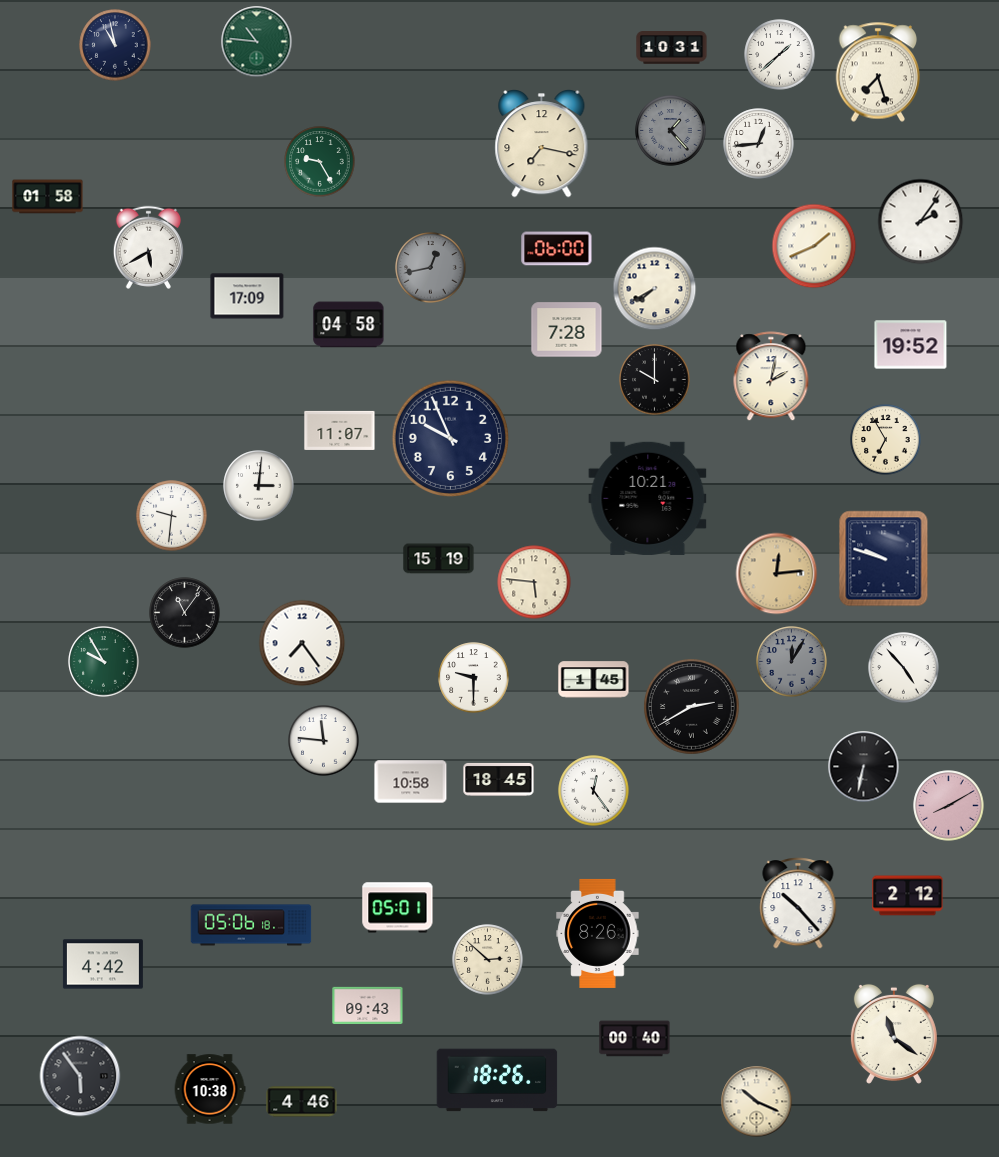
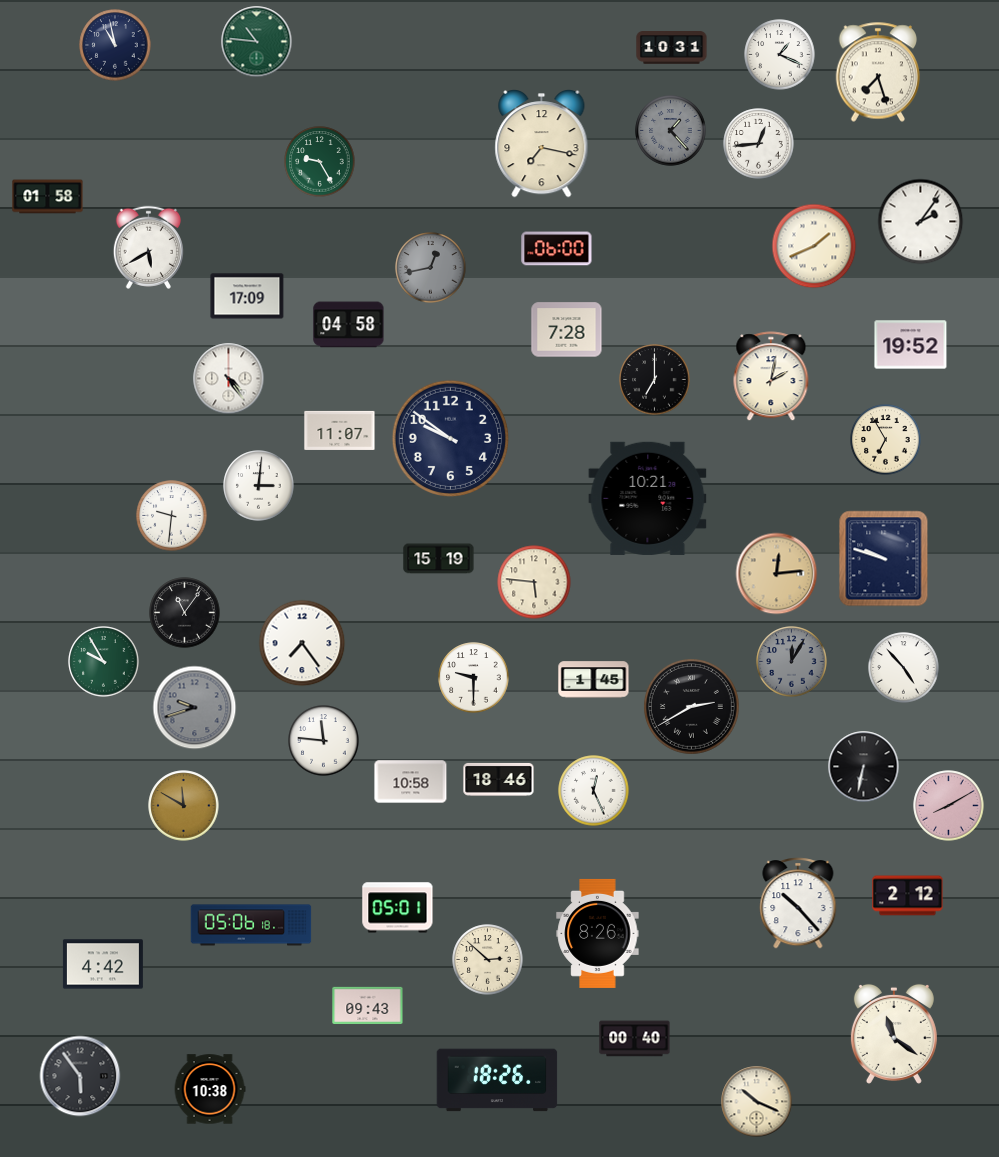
clock at (780, 55): 1:38 -> 1:19
clock at (655, 289): 7:40 -> none
clock at (229, 379): none -> 4:24
clock at (655, 380): 10:00 -> 7:00
clock at (450, 438): 9:56 -> 9:51
clock at (195, 708): none -> 9:42
clock at (499, 779): 18:45 -> 18:46
clock at (594, 791): 12:24 -> 12:26
clock at (184, 806): none -> 11:50
clock at (302, 1102): 4:46 -> none
